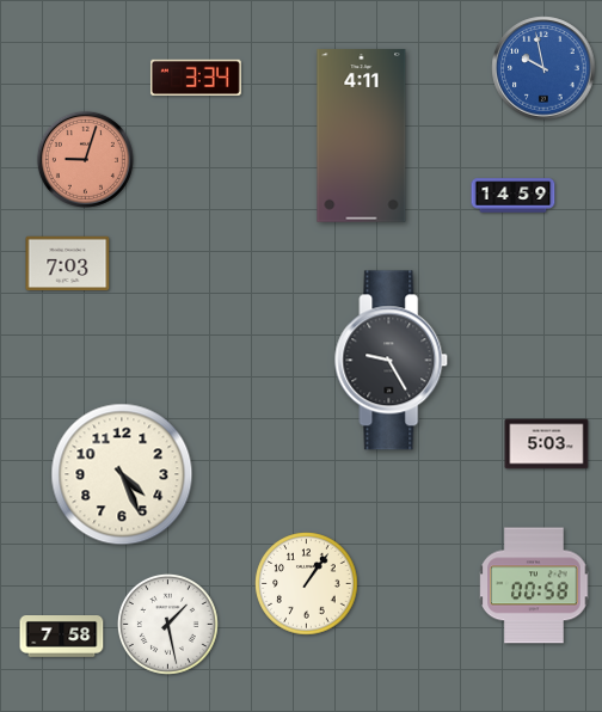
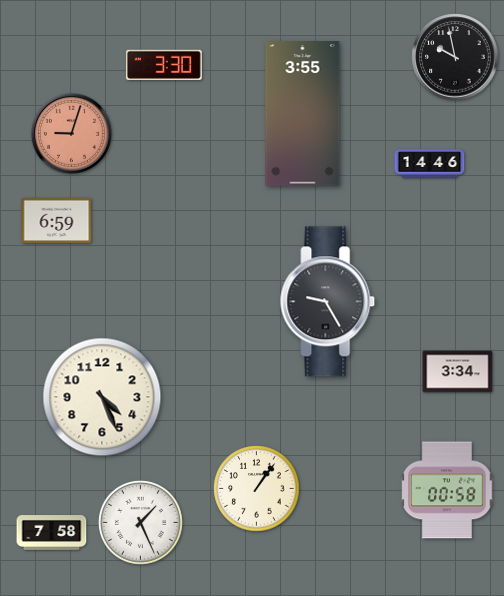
clock at (543, 68) dial: blue -> black
clock at (196, 78): 3:34 -> 3:30
clock at (362, 136): 4:11 -> 3:55
clock at (514, 196): 14:59 -> 14:46
clock at (68, 264): 7:03 -> 6:59
clock at (547, 444): 5:03 -> 3:34
clock at (167, 624): 1:28 -> 1:26
